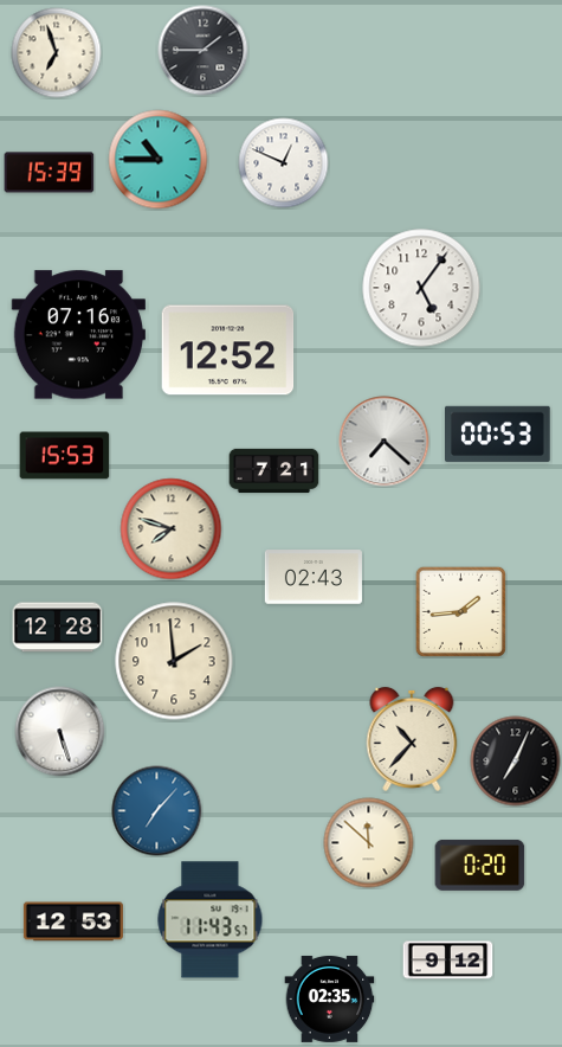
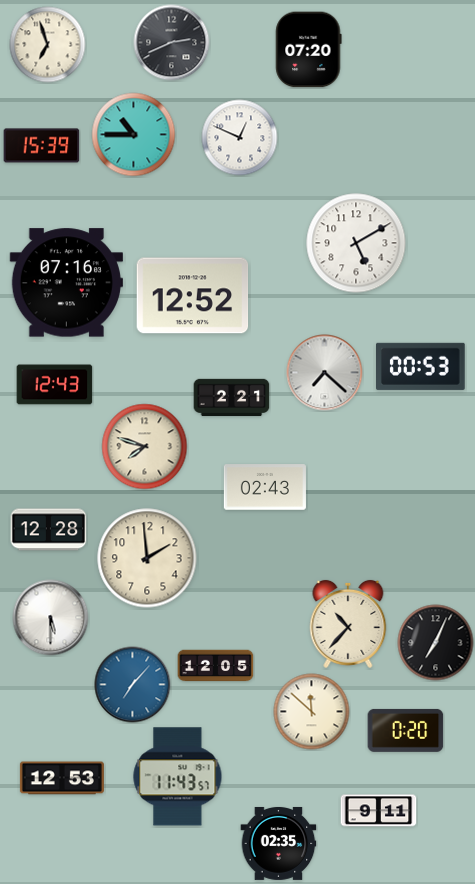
clock at (204, 51): 1:45 -> 2:41
clock at (309, 50): none -> 07:20
clock at (421, 288): 5:06 -> 5:10
clock at (65, 456): 15:53 -> 12:43
clock at (274, 471): 7:21 -> 2:21
clock at (460, 611): 1:44 -> none
clock at (60, 732): 5:27 -> 5:30
clock at (216, 666): none -> 12:05
clock at (448, 961): 9:12 -> 9:11
